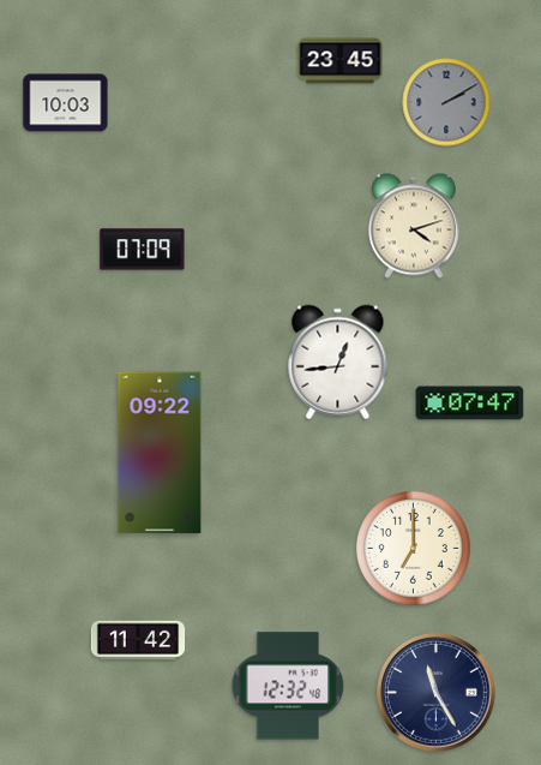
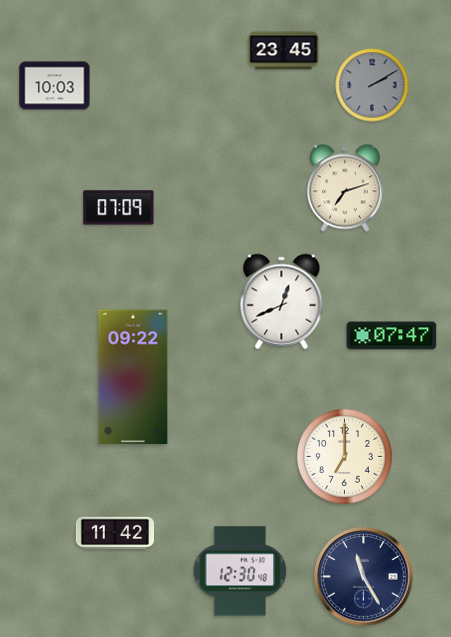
clock at (414, 226): 4:12 -> 7:12
clock at (338, 363): 12:44 -> 12:41
clock at (288, 686): 12:32 -> 12:30
